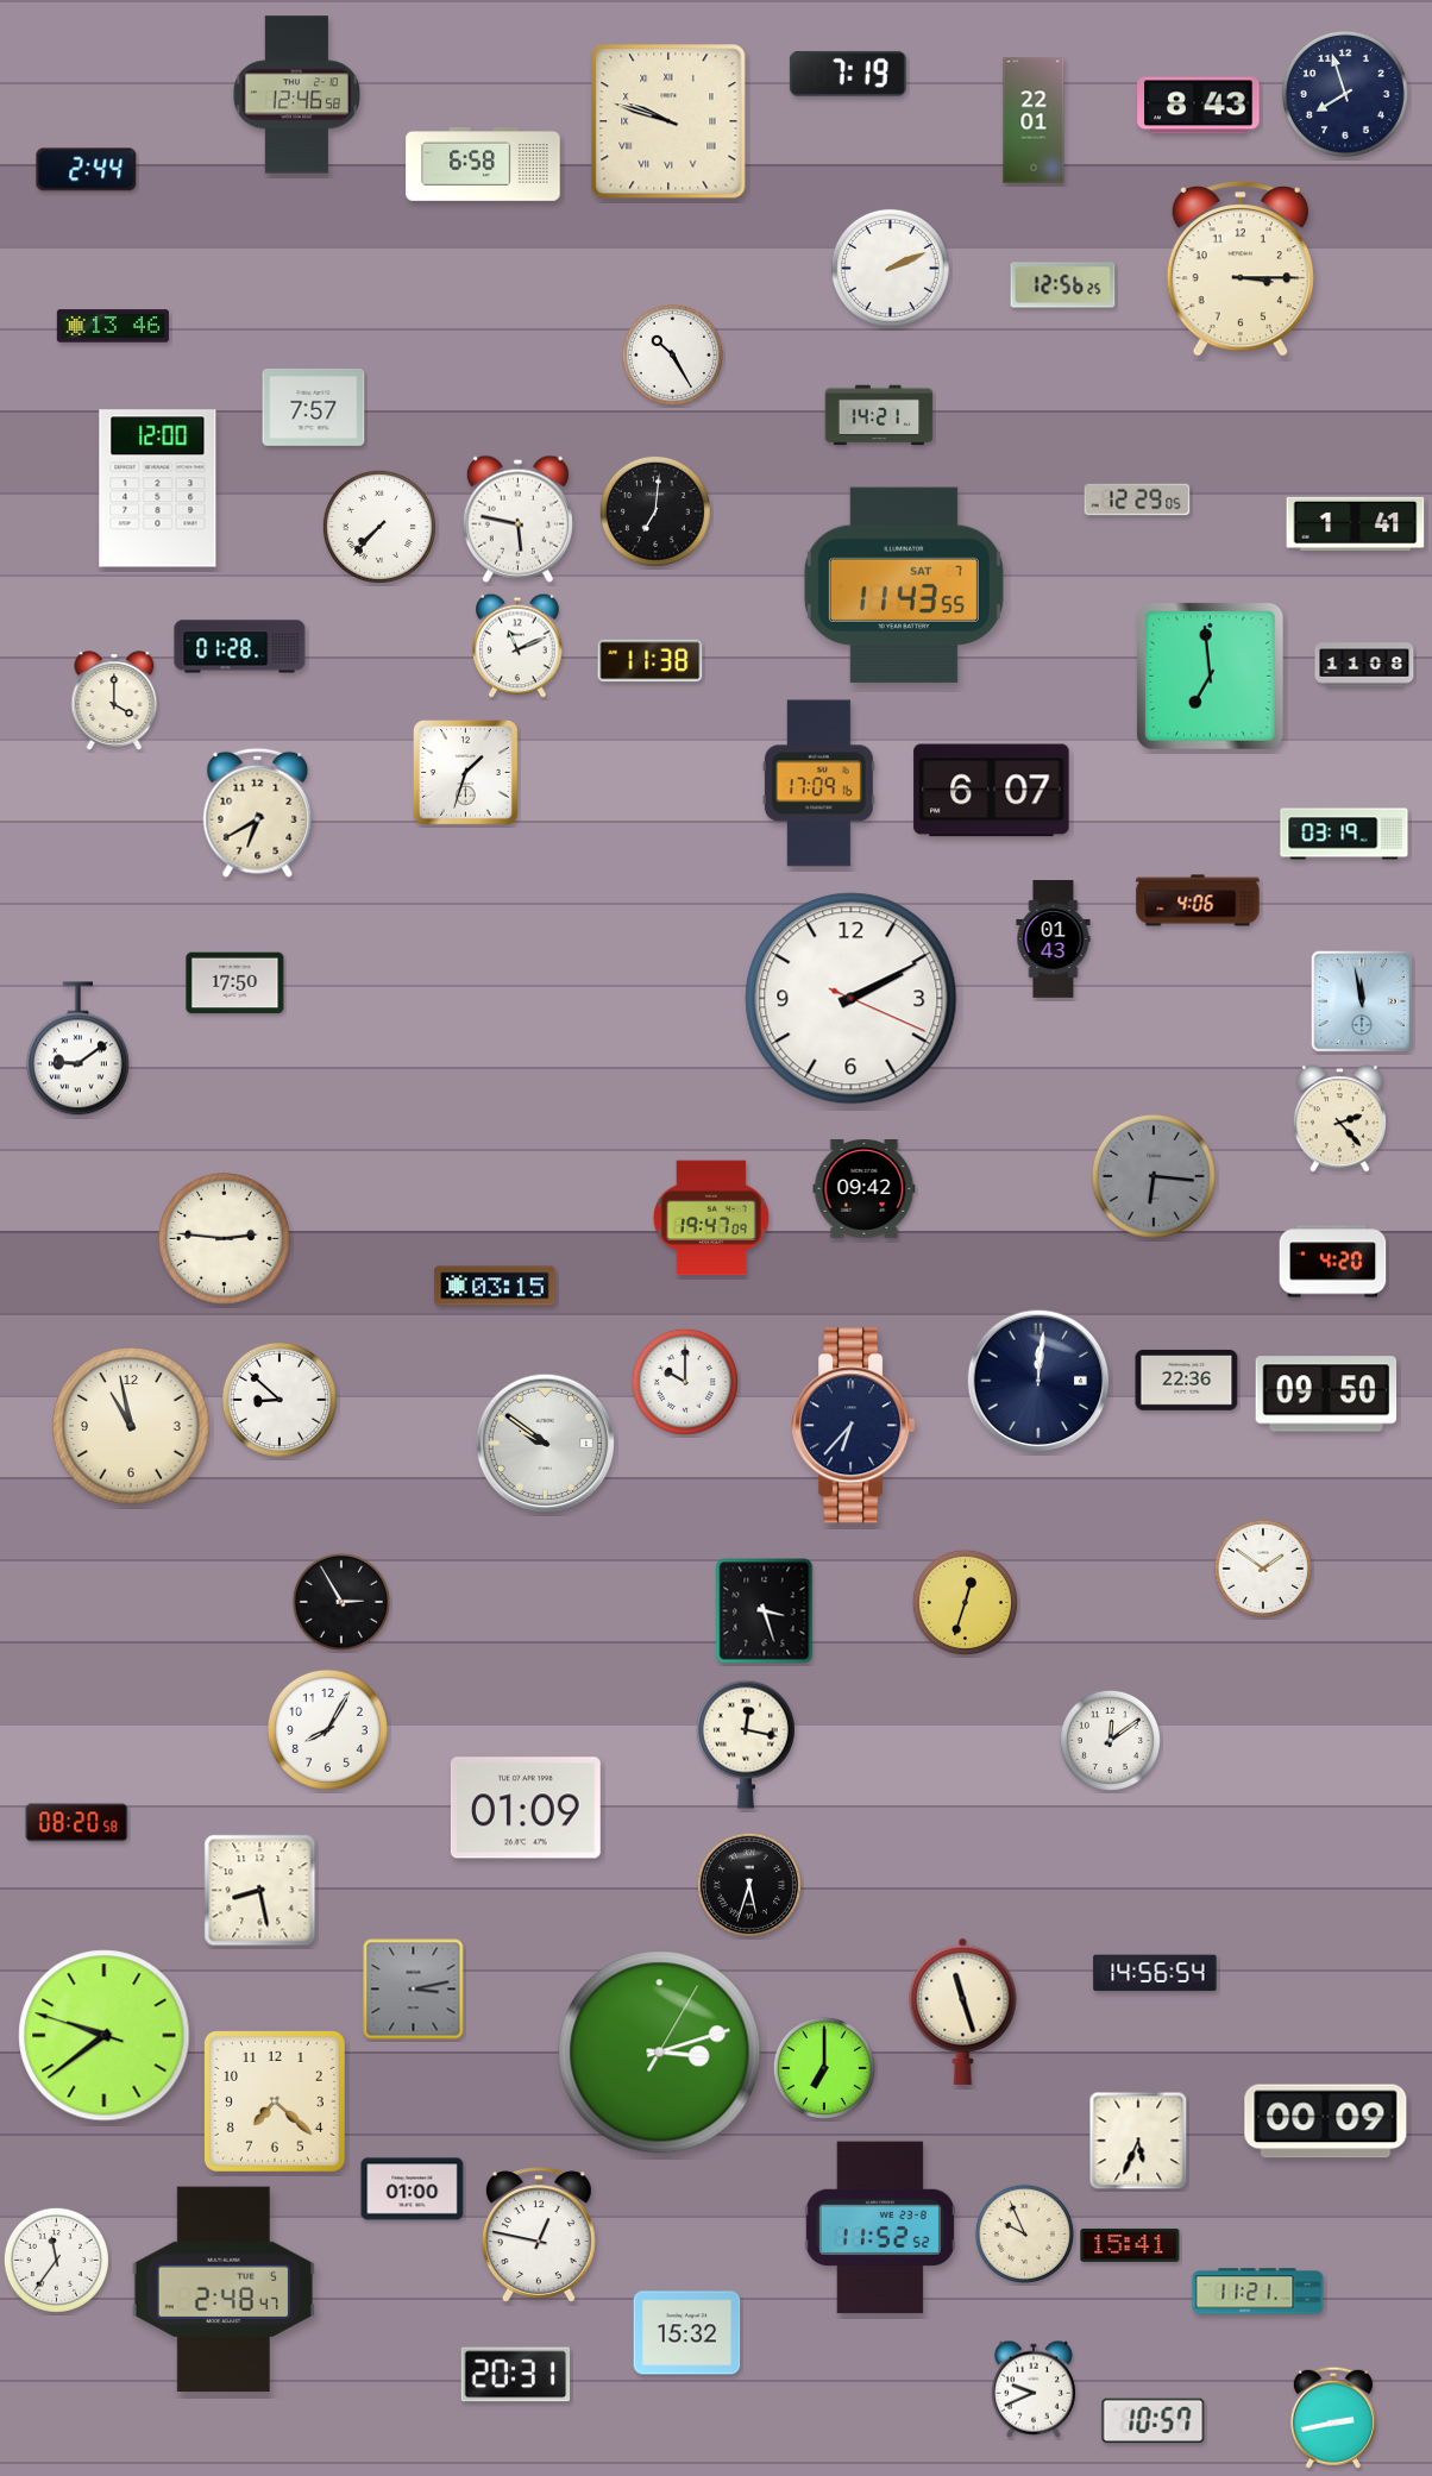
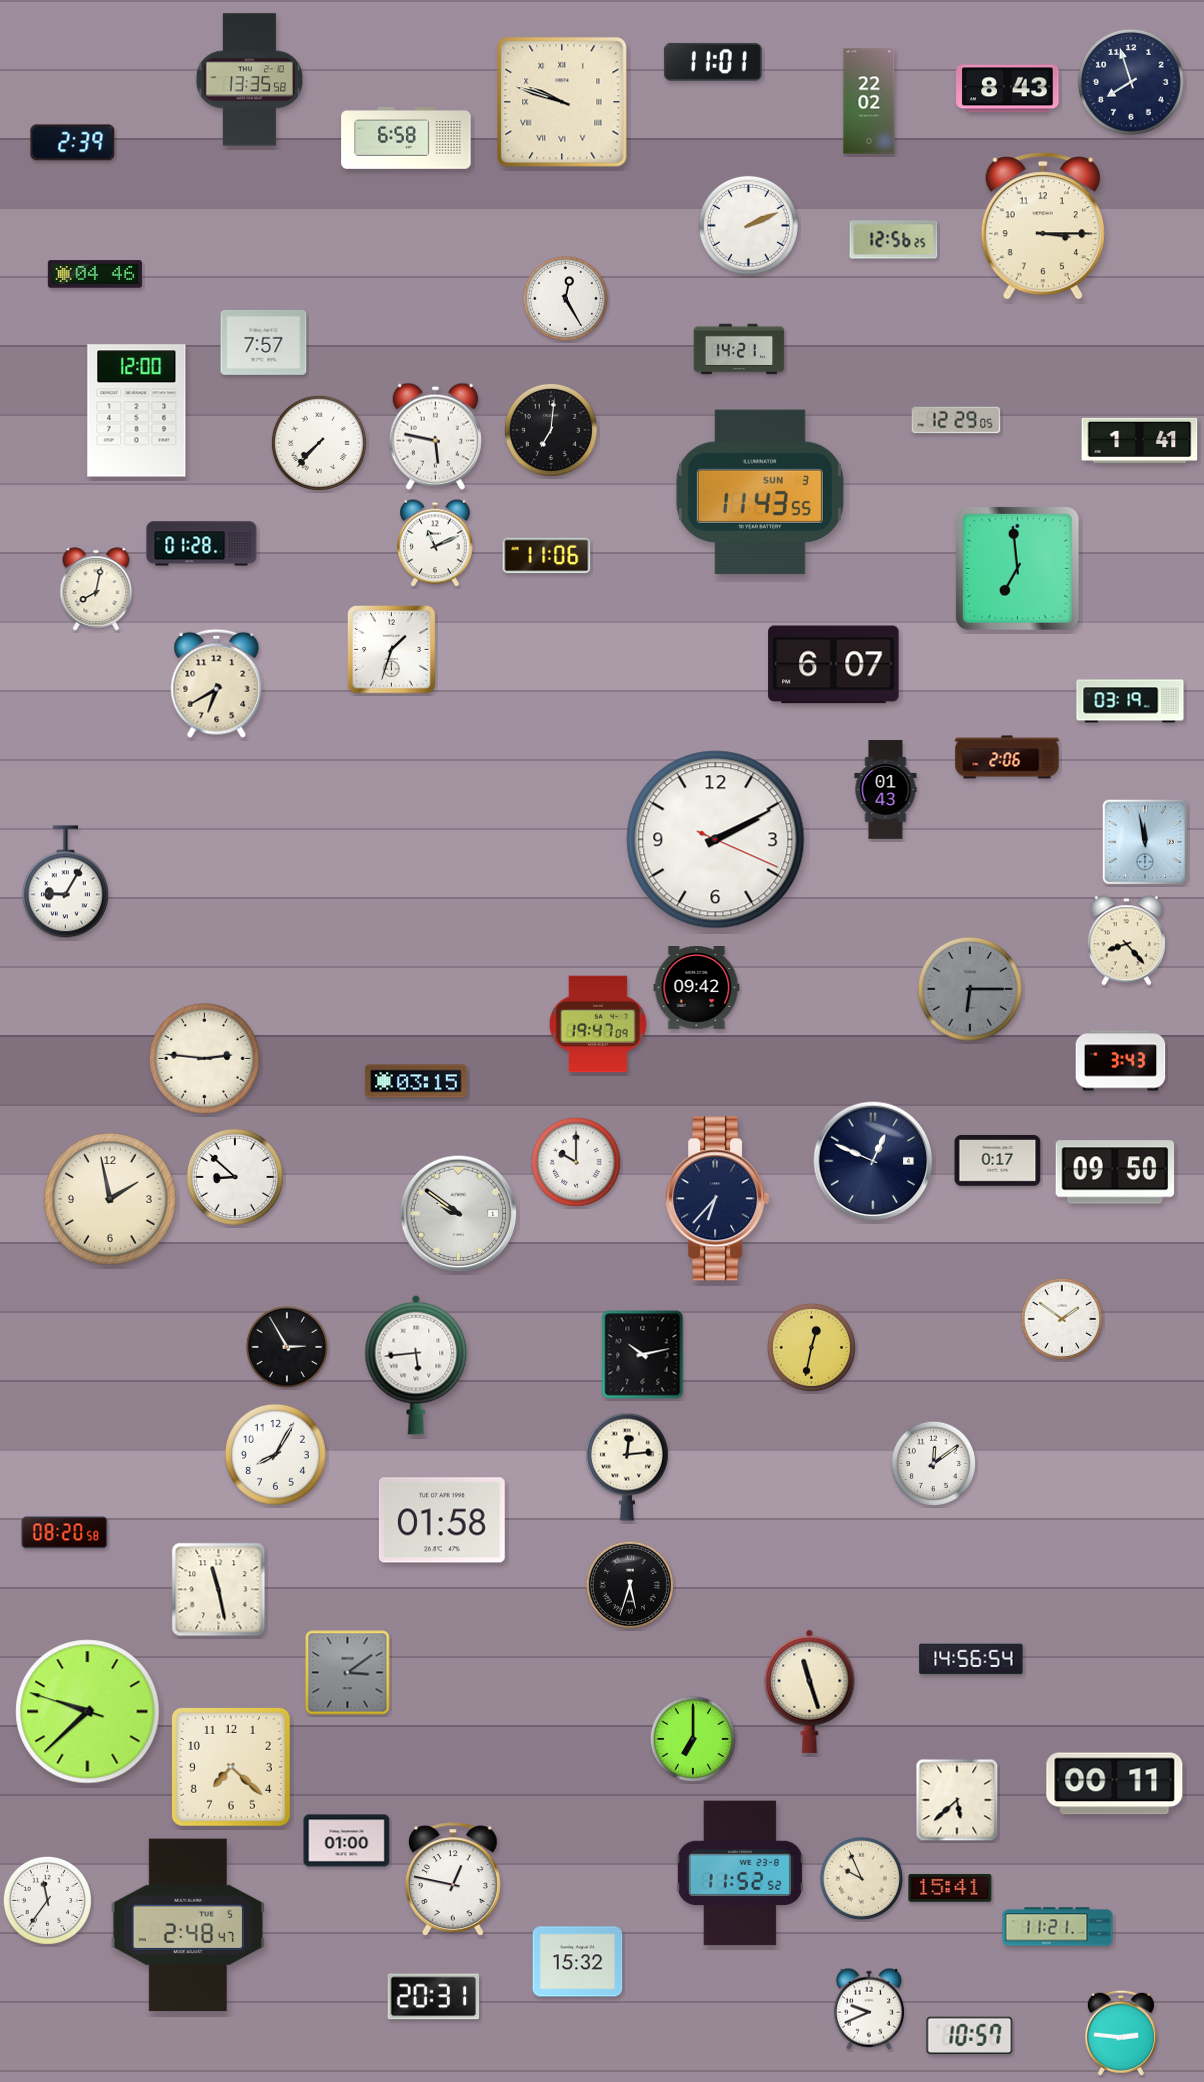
clock at (848, 74): 7:19 -> 11:01
clock at (1345, 94) position: (1345, 94) -> (1131, 82)
clock at (296, 95): 12:46 -> 13:35
clock at (1034, 120): 22:01 -> 22:02
clock at (87, 170): 2:44 -> 2:39
clock at (113, 326): 13:46 -> 04:46
clock at (672, 354): 10:25 -> 12:25
clock at (158, 489) position: (158, 489) -> (137, 411)
clock at (904, 585) date: SAT 7 -> SUN 3
clock at (651, 661): 11:38 -> 11:06
clock at (1364, 665): 11:08 -> none
clock at (114, 700): 4:00 -> 8:02
clock at (818, 784): 17:09 -> none
clock at (1198, 900): 4:06 -> 2:06
clock at (235, 984): 17:50 -> none
clock at (77, 1049): 9:09 -> 9:05
clock at (1339, 1119): 2:23 -> 8:23
clock at (1154, 1176): 6:16 -> 6:15
clock at (865, 1189) position: (865, 1189) -> (697, 988)
clock at (224, 1238) position: (224, 1238) -> (204, 1058)
clock at (1333, 1262): 4:20 -> 3:43
clock at (1187, 1380): 22:36 -> 0:17
clock at (1038, 1381): 12:01 -> 12:49
clock at (131, 1426): 10:58 -> 1:58
clock at (965, 1602): 12:33 -> 12:32
clock at (765, 1611): 3:27 -> 10:13
clock at (416, 1365): none -> 5:44
clock at (746, 1745): 12:17 -> 12:14
clock at (526, 1808): 01:09 -> 01:58
clock at (260, 1891): 8:28 -> 11:28
clock at (414, 1990): 3:13 -> 3:09
clock at (105, 2036): 9:38 -> 9:37
clock at (660, 2053): 3:12 -> none
clock at (1326, 2122): 00:09 -> 00:11
clock at (1138, 2141): 5:34 -> 5:38
clock at (1333, 2418): 2:43 -> 2:46
